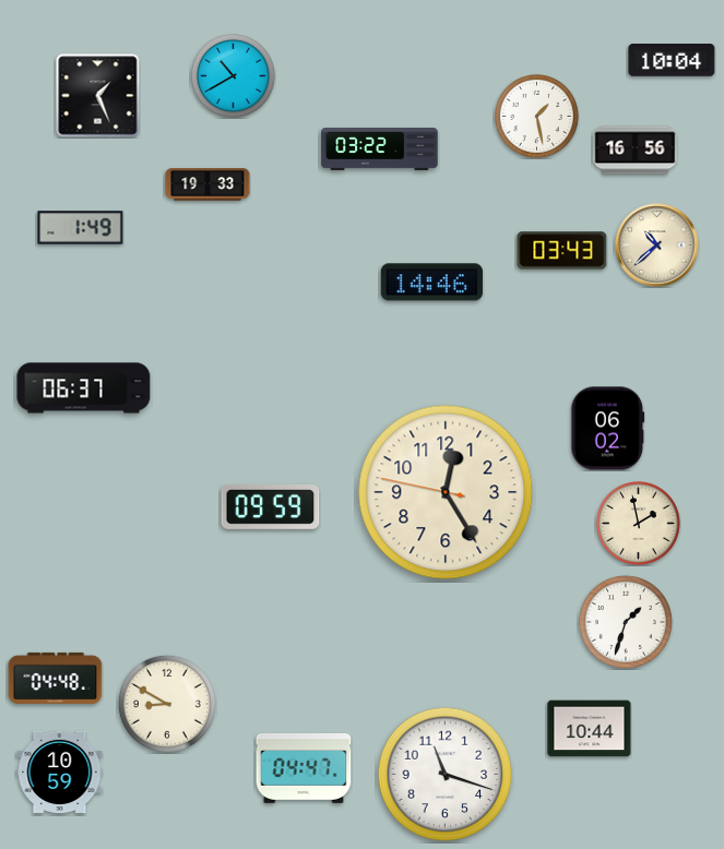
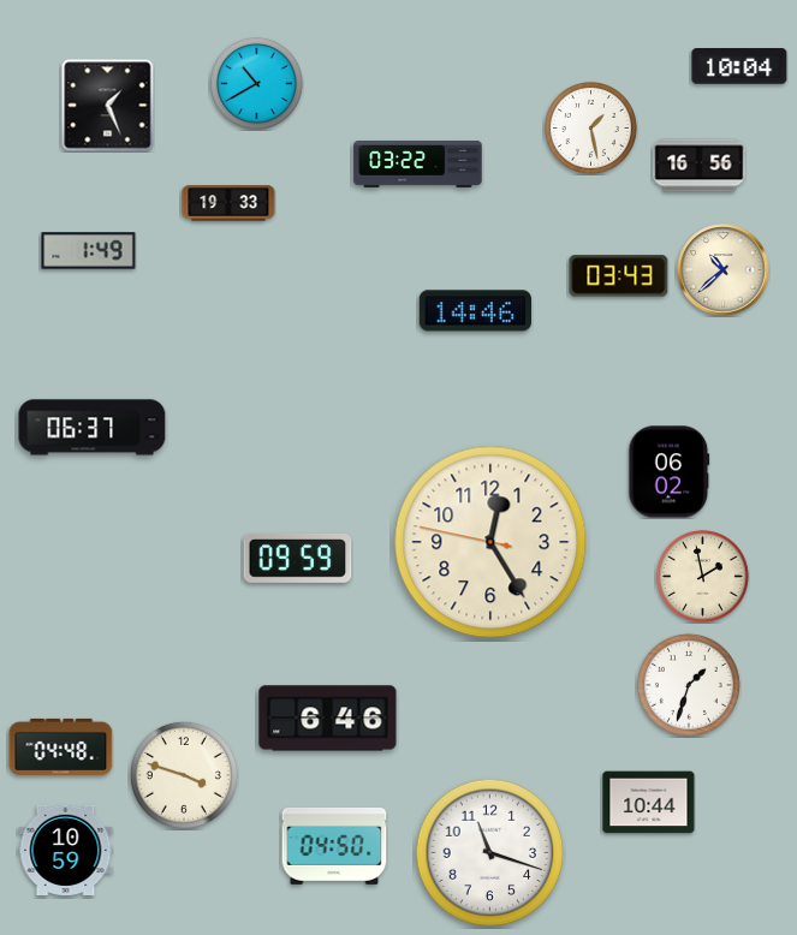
clock at (328, 719): none -> 6:46
clock at (167, 704): 8:50 -> 3:48
clock at (304, 768): 04:47 -> 04:50
